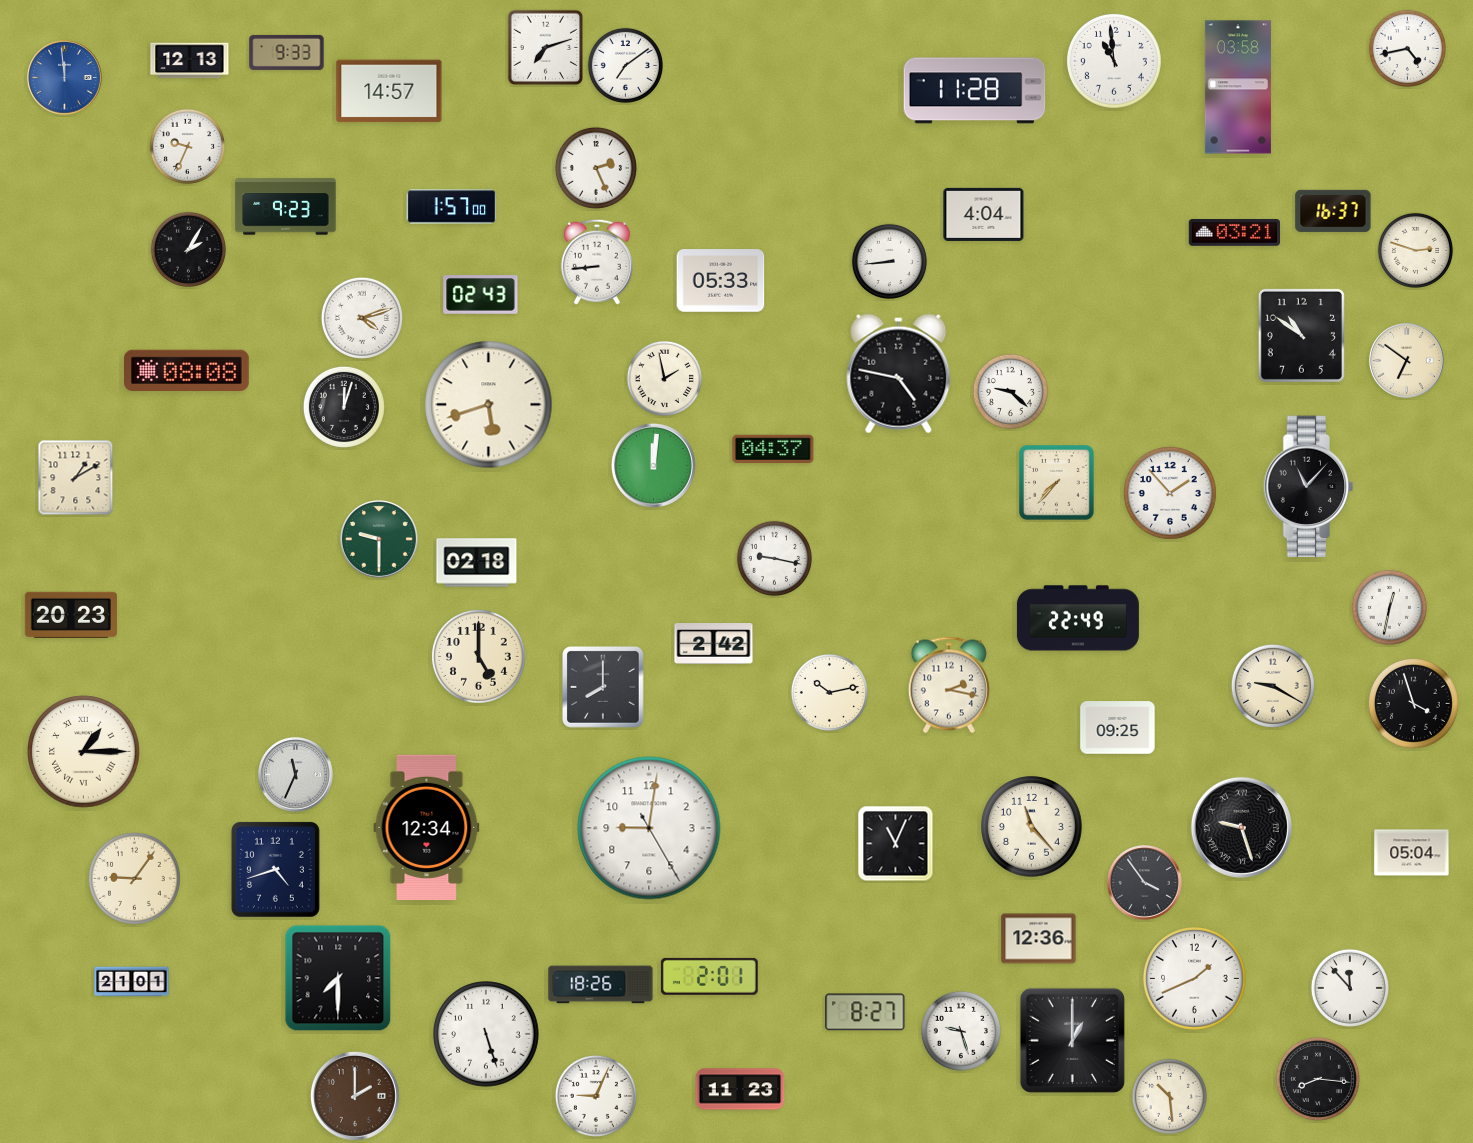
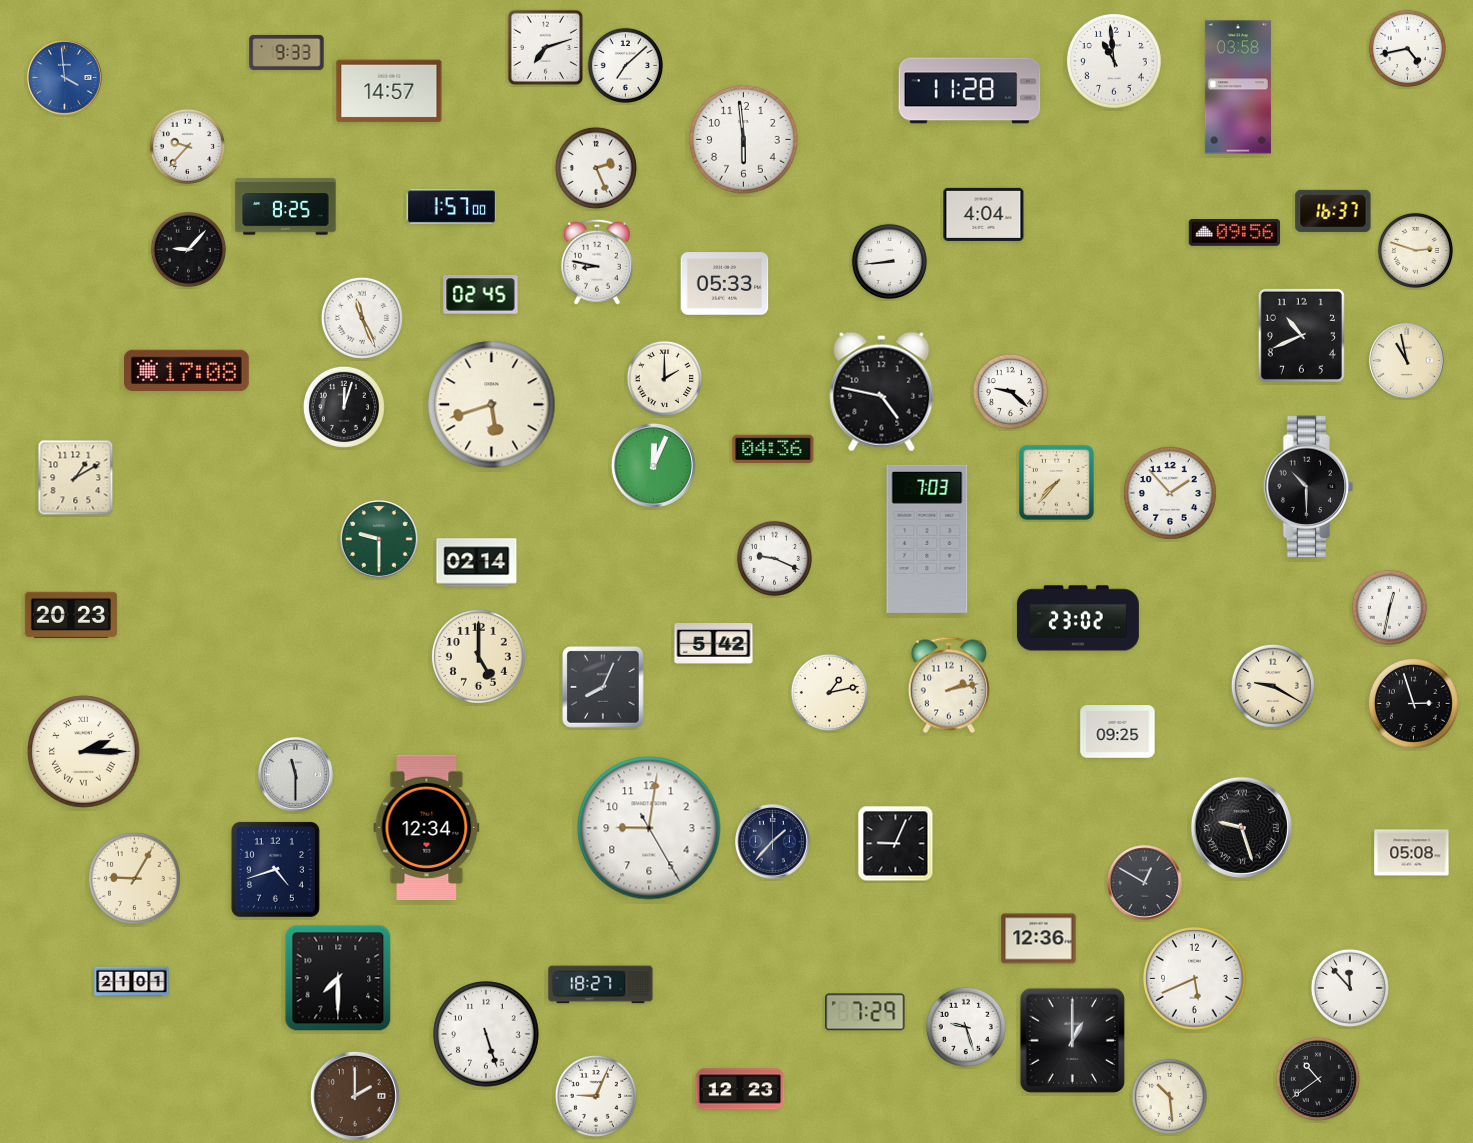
clock at (190, 61): 12:13 -> none
clock at (625, 65): 7:09 -> 7:08
clock at (65, 78): 11:59 -> 3:59
clock at (975, 91) position: (975, 91) -> (970, 91)
clock at (744, 140): none -> 5:59
clock at (187, 146): 9:34 -> 9:37
clock at (286, 207): 9:23 -> 8:25
clock at (1234, 233): 03:21 -> 09:56
clock at (188, 249): 2:05 -> 9:07
clock at (597, 262): 8:44 -> 8:47
clock at (721, 281) position: (721, 281) -> (725, 284)
clock at (481, 295): 02:43 -> 02:45
clock at (362, 318): 4:12 -> 11:26
clock at (1301, 335): 10:51 -> 10:41
clock at (1407, 361): 6:51 -> 10:58
clock at (187, 370): 08:08 -> 17:08
clock at (899, 374) position: (899, 374) -> (882, 392)
clock at (664, 378): 1:58 -> 2:00
clock at (489, 405) position: (489, 405) -> (492, 405)
clock at (773, 449): 04:37 -> 04:36
clock at (653, 465): 12:01 -> 12:04
clock at (1309, 487): 11:07 -> 10:30
clock at (927, 539): none -> 7:03
clock at (774, 558): 9:17 -> 9:19
clock at (477, 563): 02:18 -> 02:14
clock at (1078, 618): 22:49 -> 23:02
clock at (714, 644): 2:42 -> 5:42
clock at (949, 685): 2:17 -> 2:13
clock at (604, 688): 8:00 -> 8:04
clock at (829, 692): 10:13 -> 1:13
clock at (1413, 703): 3:57 -> 2:57
clock at (1118, 728) position: (1118, 728) -> (1118, 732)
clock at (84, 752): 1:15 -> 2:15
clock at (296, 775): 11:34 -> 11:30
clock at (1032, 827): 11:23 -> none
clock at (773, 842): none -> 1:37
clock at (896, 844): 11:04 -> 9:04
clock at (1412, 853): 05:04 -> 05:08
clock at (134, 878): 9:06 -> 9:05
clock at (1145, 883): 3:54 -> 12:50
clock at (709, 976): 2:01 -> none
clock at (1195, 979): 1:41 -> 5:41
clock at (601, 985): 18:26 -> 18:27
clock at (865, 1012): 8:27 -> 7:29
clock at (961, 1031) position: (961, 1031) -> (966, 1027)
clock at (1318, 1079): 8:16 -> 10:39
clock at (740, 1089): 11:23 -> 12:23
